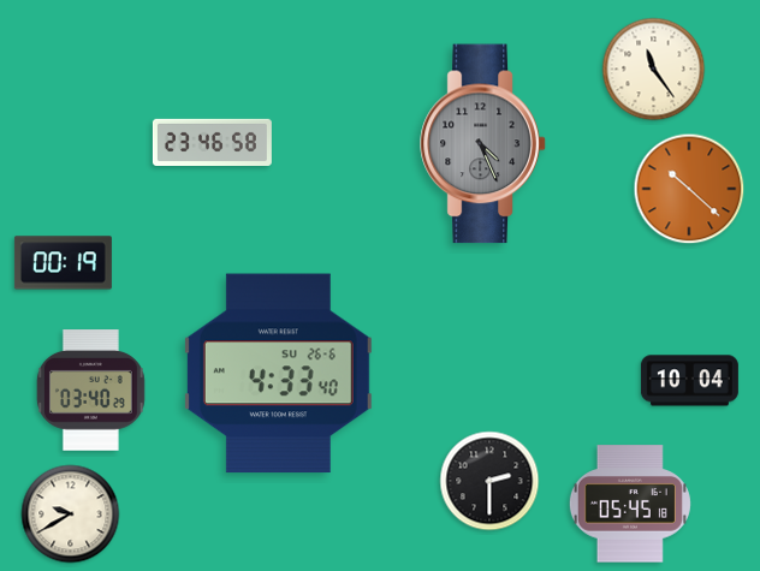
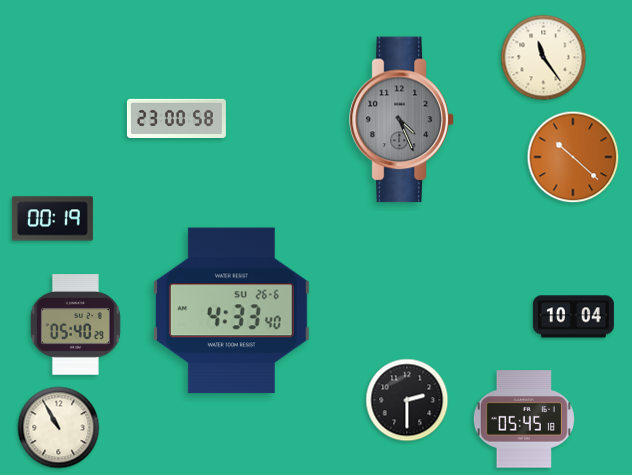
clock at (212, 142): 23:46 -> 23:00
clock at (90, 391): 03:40 -> 05:40
clock at (71, 515): 9:40 -> 10:55
